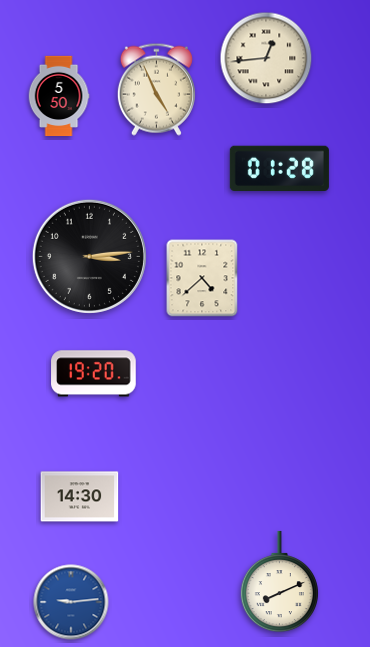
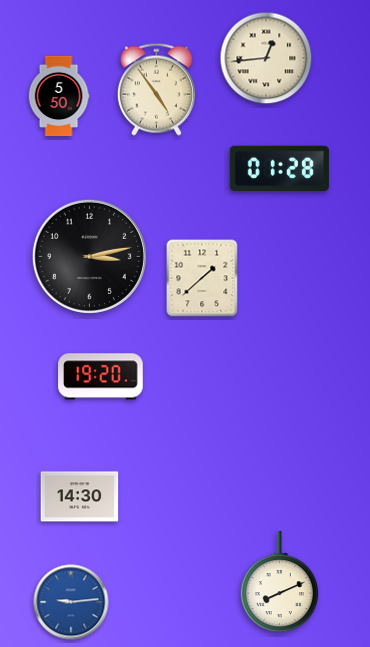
clock at (156, 89): 4:56 -> 4:54
clock at (89, 256): 3:14 -> 3:13
clock at (202, 278): 4:38 -> 1:38
clock at (94, 374) position: (94, 374) -> (101, 377)
